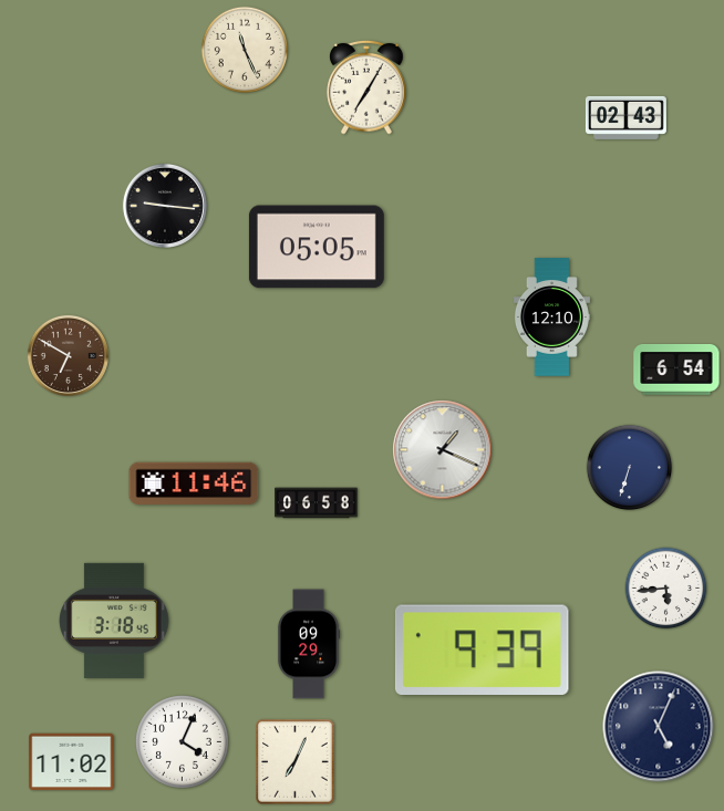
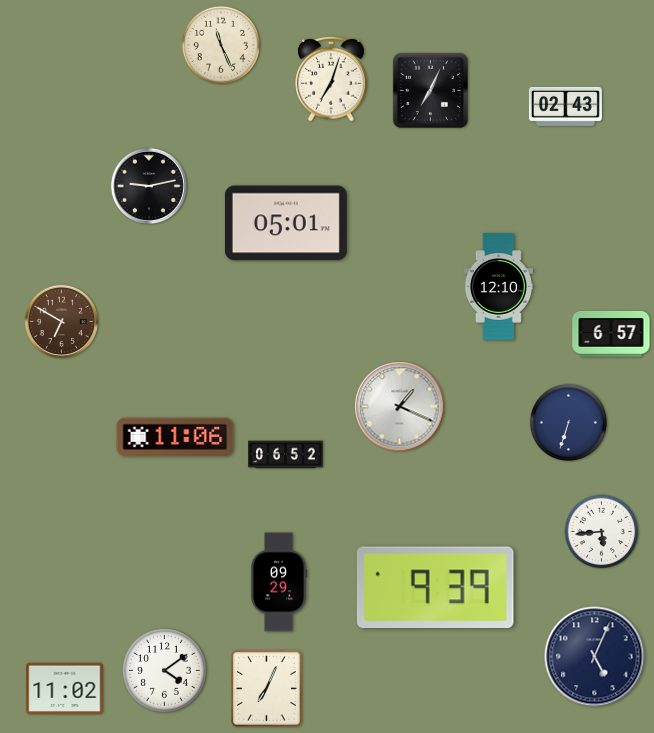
clock at (366, 87): 7:05 -> 7:03
clock at (430, 90): none -> 7:04
clock at (165, 206): 9:16 -> 9:13
clock at (317, 247): 05:05 -> 05:01
clock at (676, 370): 6:54 -> 6:57
clock at (194, 484): 11:46 -> 11:06
clock at (317, 503): 06:58 -> 06:52
clock at (115, 621): 3:18 -> none
clock at (183, 742): 4:04 -> 4:09
